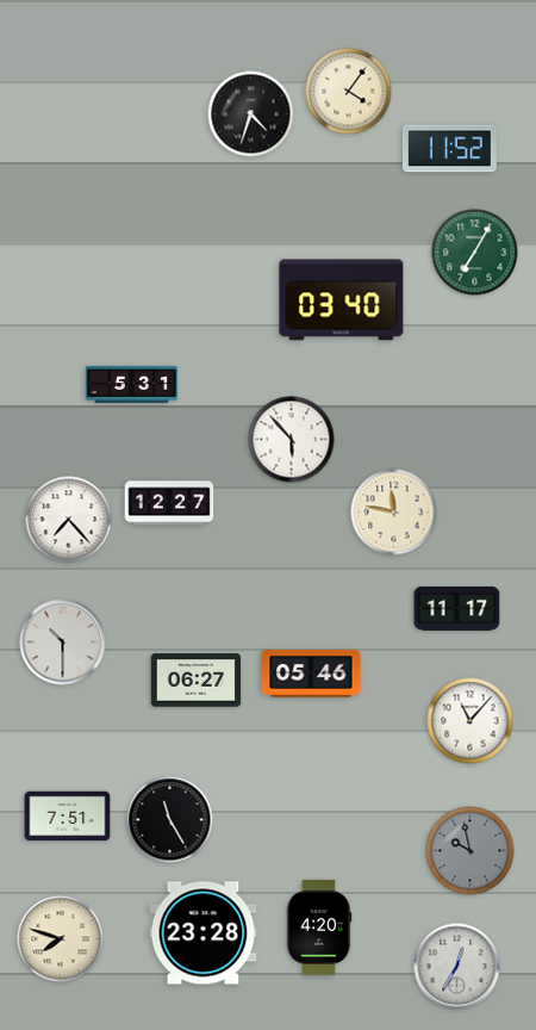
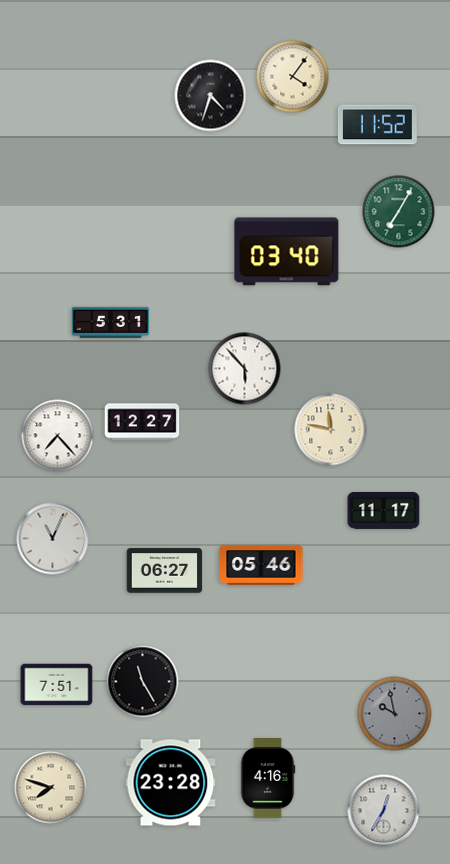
clock at (63, 643): 10:30 -> 11:04
clock at (470, 721): 11:07 -> none
clock at (170, 820) position: (170, 820) -> (143, 682)
clock at (319, 927): 4:20 -> 4:16
